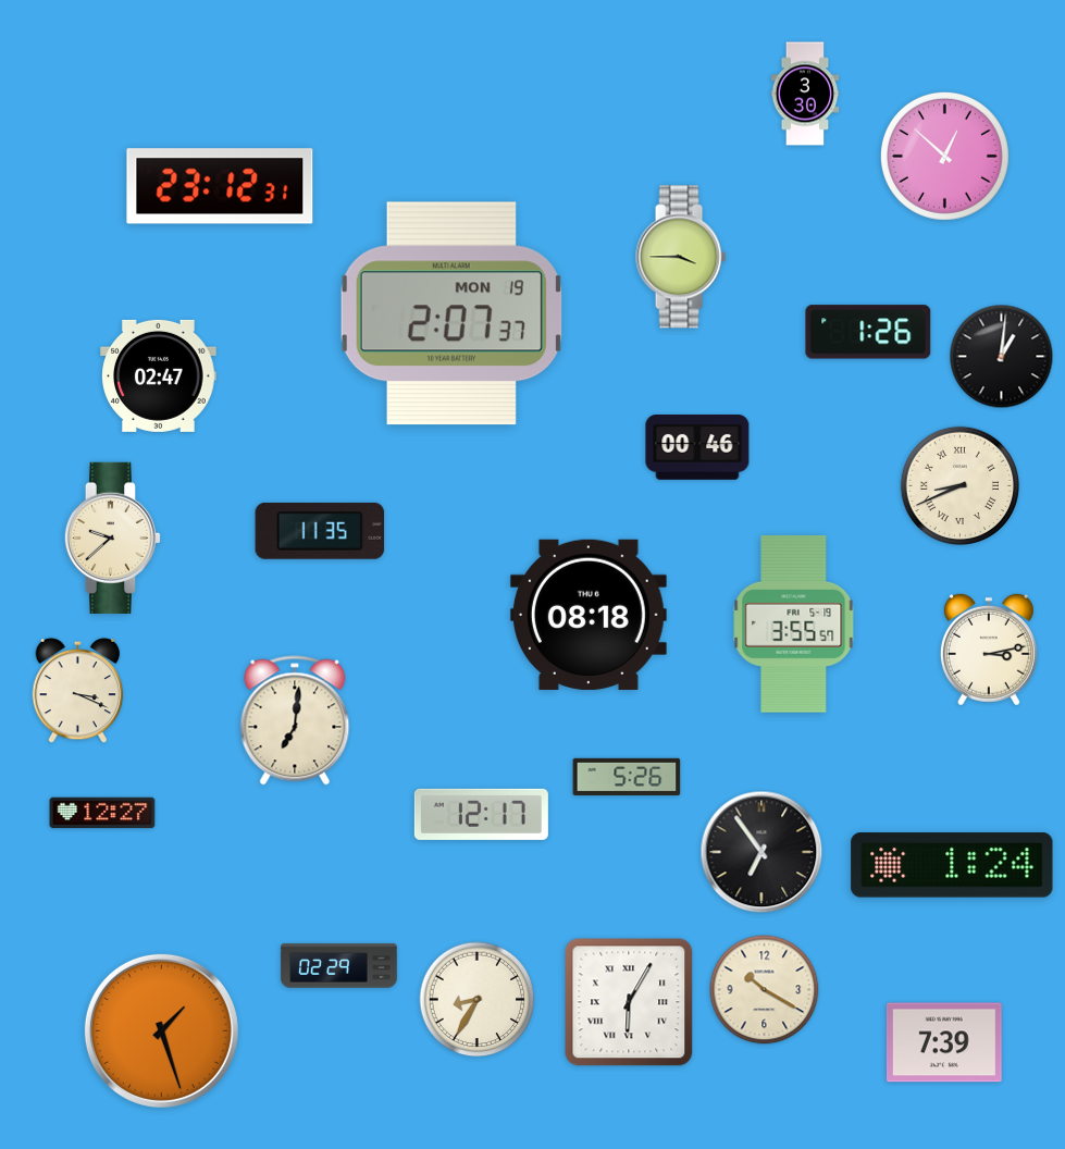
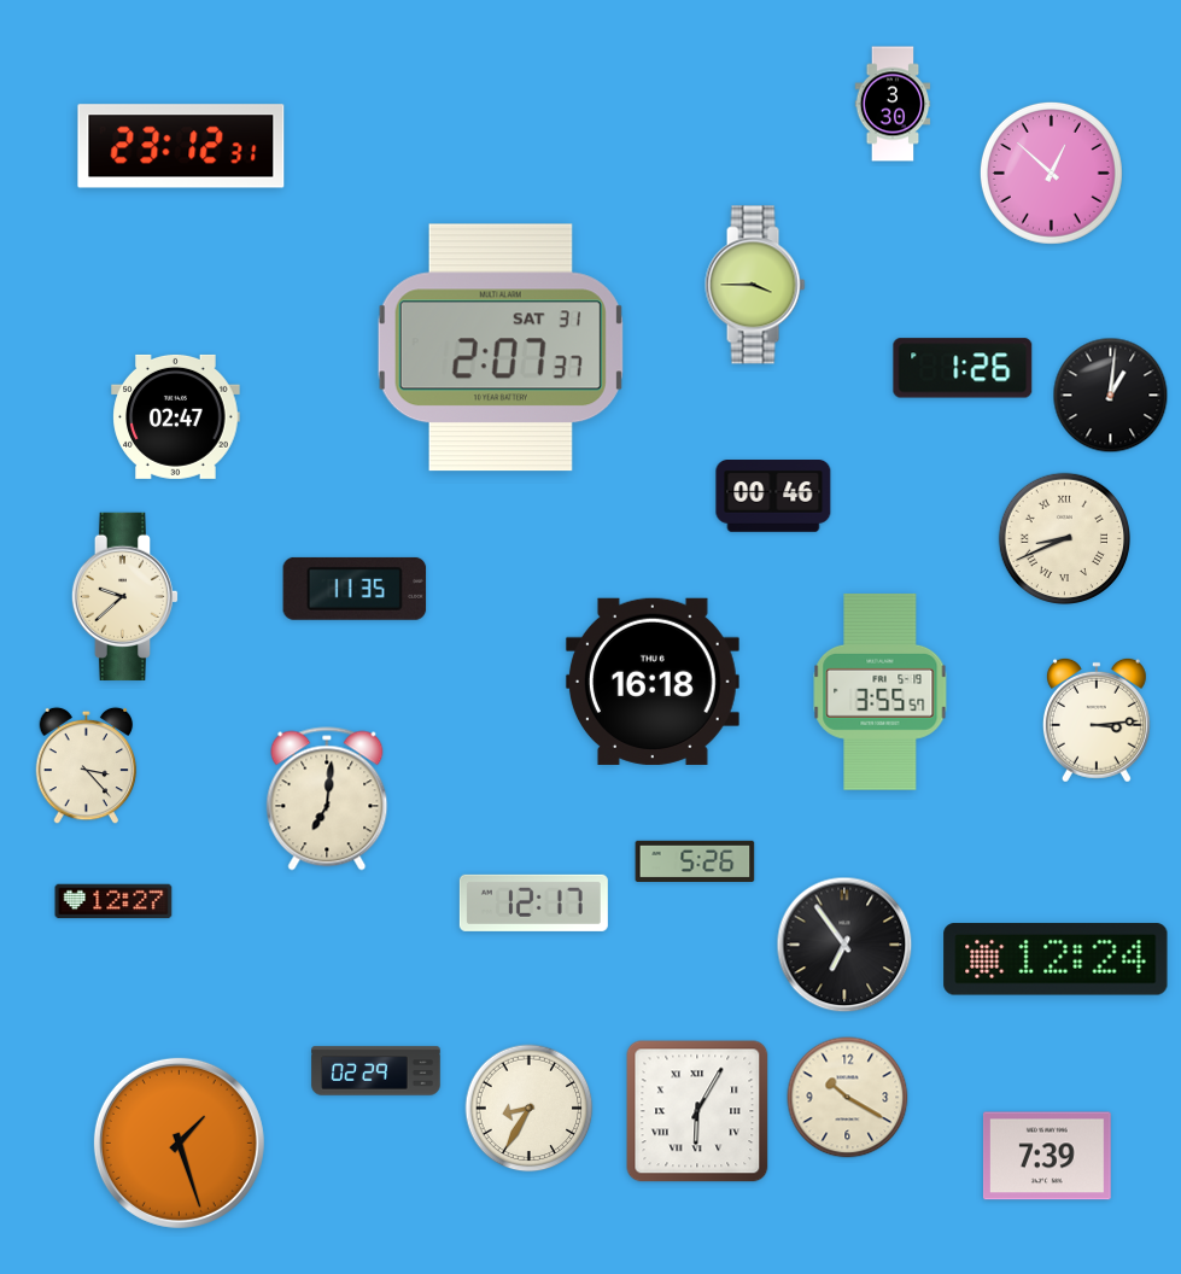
clock at (944, 156) position: (944, 156) -> (1051, 173)
clock at (220, 186) position: (220, 186) -> (181, 146)
clock at (451, 313) date: MON 19 -> SAT 31
clock at (589, 615): 08:18 -> 16:18
clock at (989, 650): 3:13 -> 3:14
clock at (78, 691): 3:19 -> 3:23
clock at (952, 865): 1:24 -> 12:24
